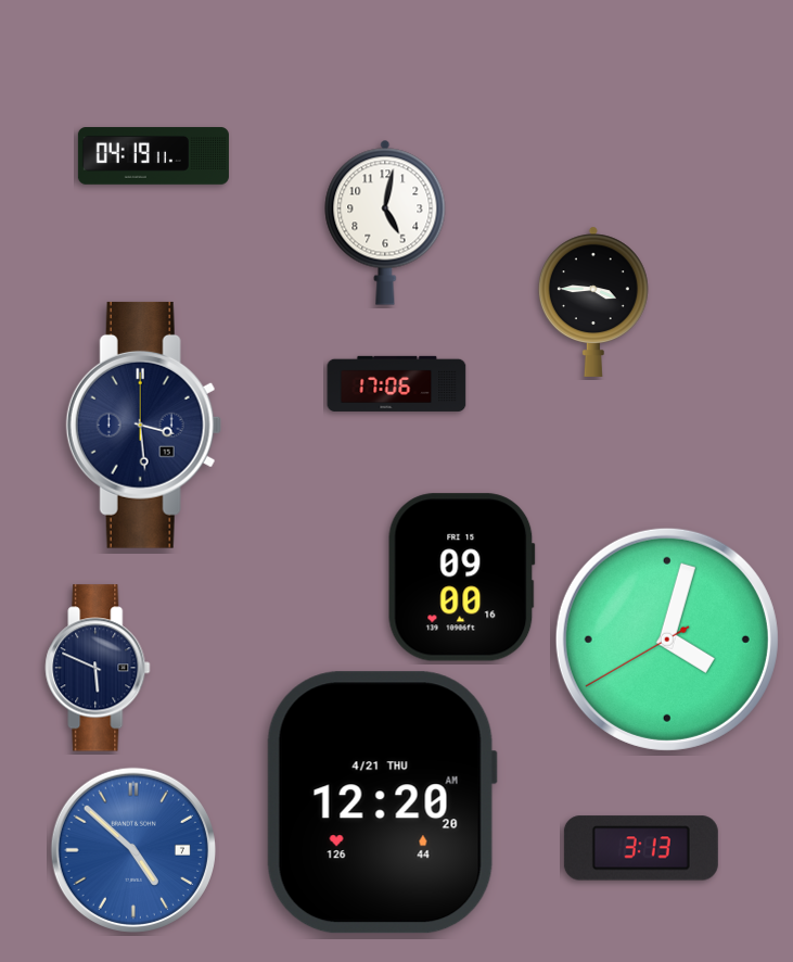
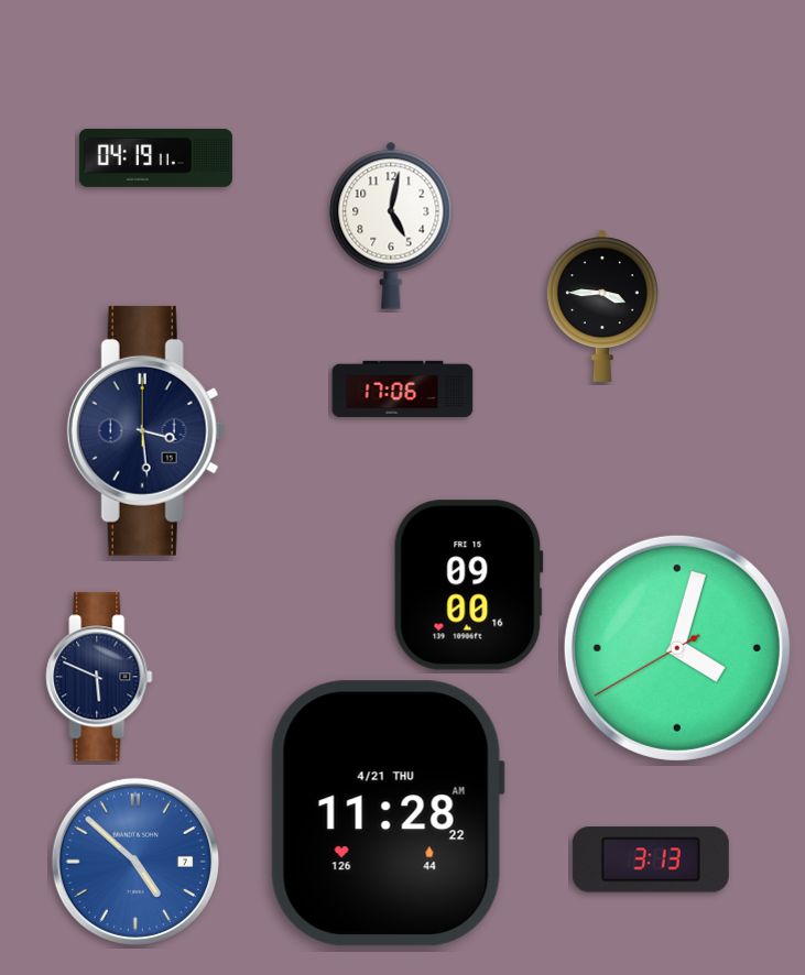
clock at (382, 802): 12:20 -> 11:28
